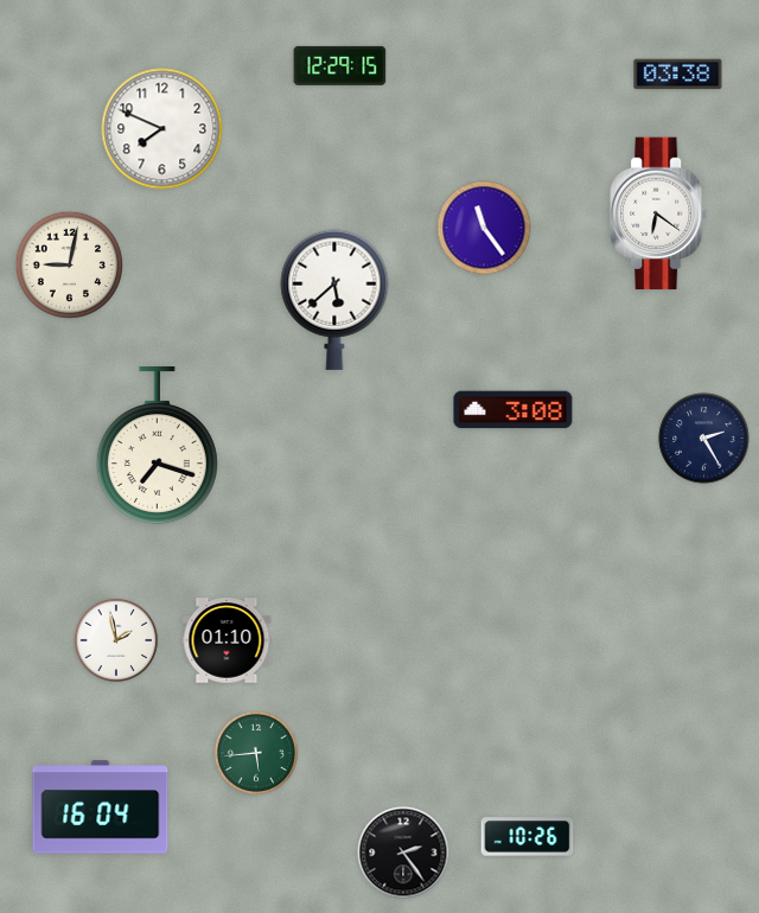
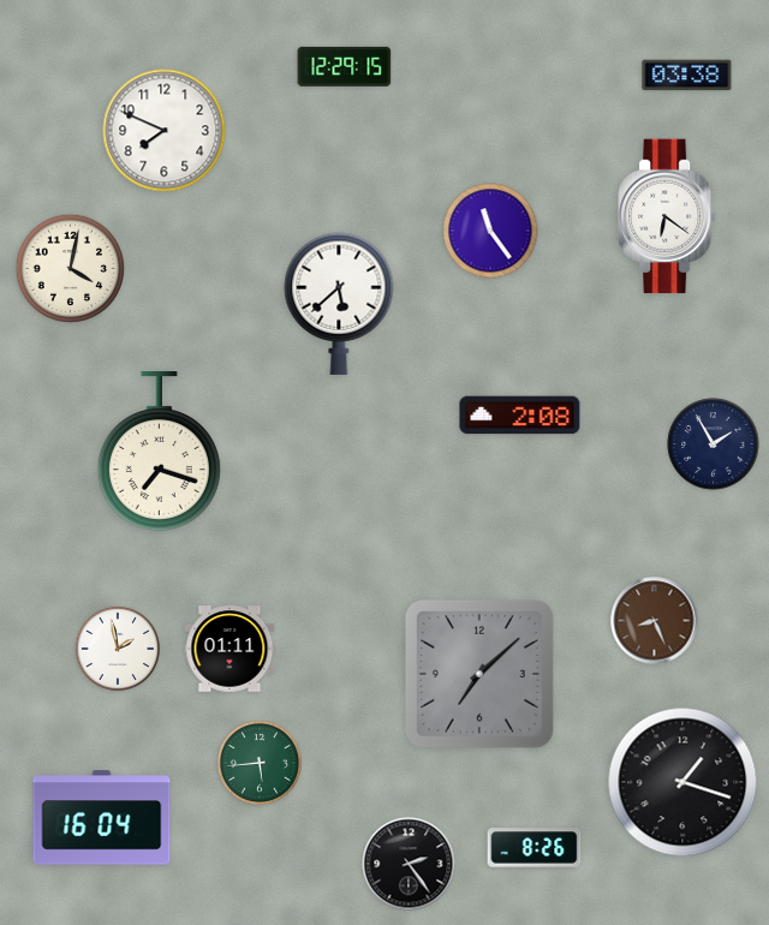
clock at (69, 264): 9:02 -> 4:02
clock at (514, 410): 3:08 -> 2:08
clock at (704, 439): 2:25 -> 1:55
clock at (655, 621): none -> 8:26
clock at (227, 640): 01:10 -> 01:11
clock at (479, 674): none -> 7:08
clock at (682, 782): none -> 1:18
clock at (528, 837): 10:26 -> 8:26
